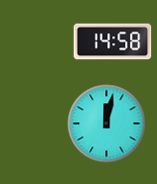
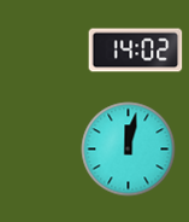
clock at (112, 42): 14:58 -> 14:02
